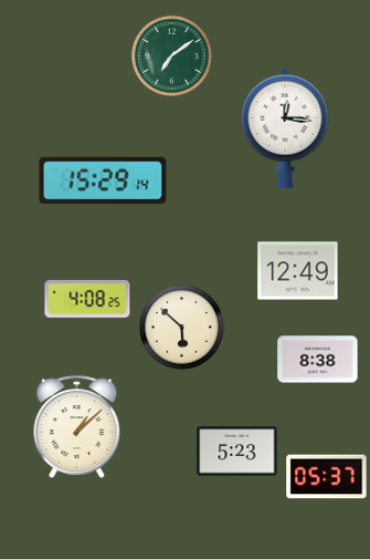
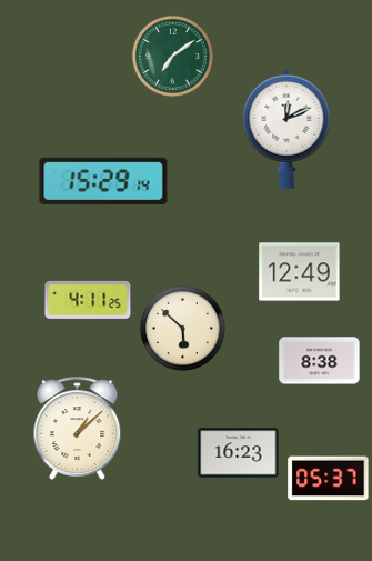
clock at (285, 128): 12:16 -> 12:11
clock at (87, 299): 4:08 -> 4:11
clock at (237, 452): 5:23 -> 16:23
